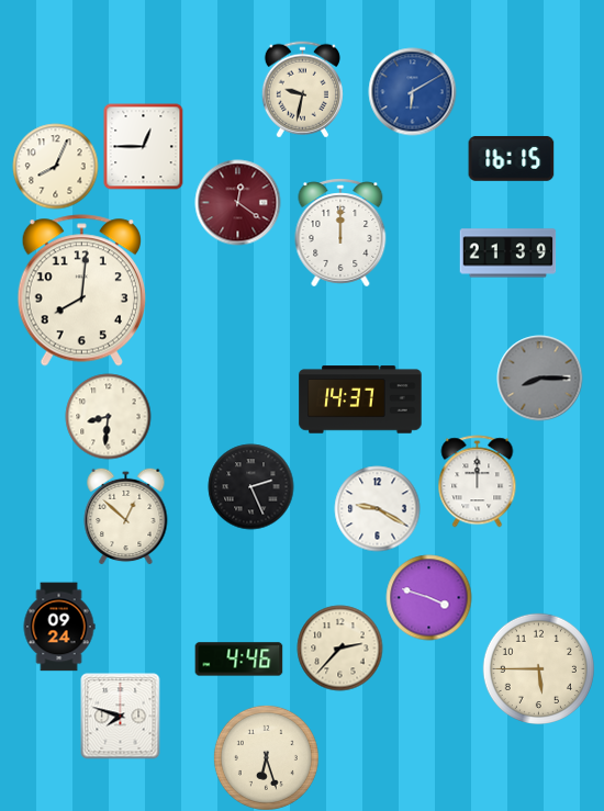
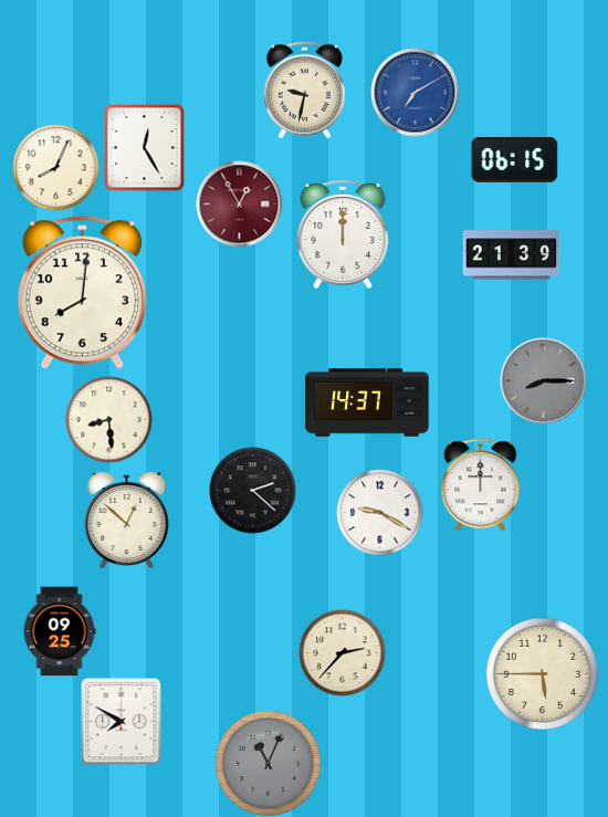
clock at (412, 91): 6:10 -> 7:10
clock at (144, 146): 12:45 -> 12:25
clock at (511, 159): 16:15 -> 06:15
clock at (237, 202): 12:21 -> 12:55
clock at (360, 399) position: (360, 399) -> (367, 402)
clock at (108, 416): 8:31 -> 8:29
clock at (250, 486): 2:26 -> 2:22
clock at (428, 597): 3:48 -> none
clock at (59, 627): 09:24 -> 09:25
clock at (238, 660): 4:46 -> none
clock at (121, 716): 7:48 -> 7:50
clock at (266, 757): 6:27 -> 11:04
clock at (266, 757) dial: cream -> grey
